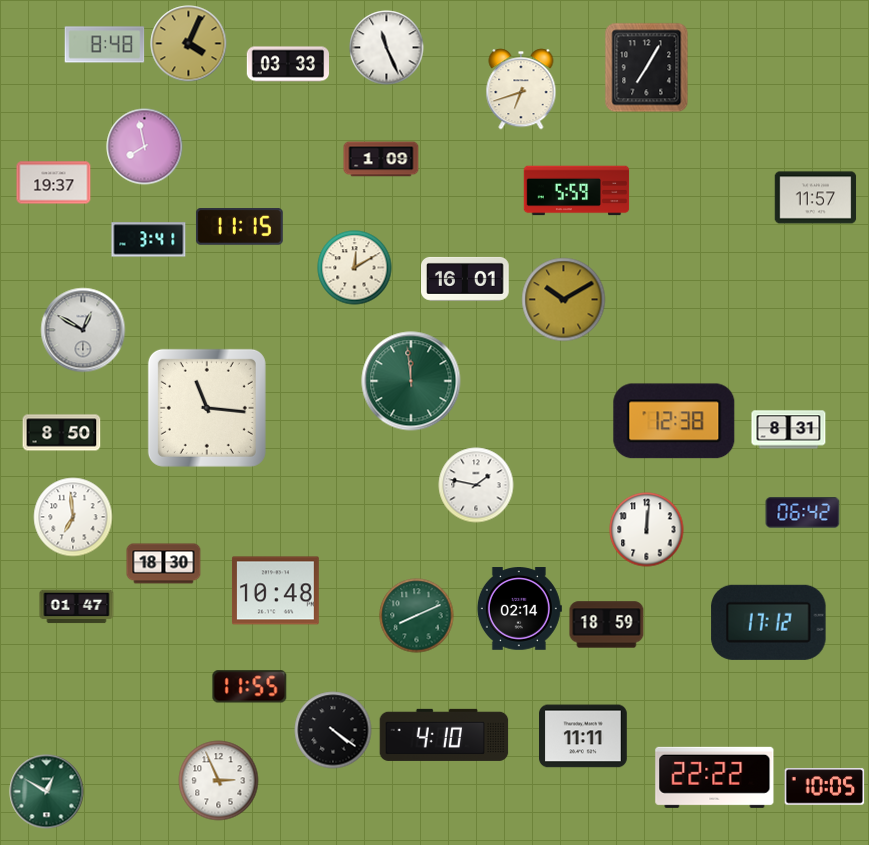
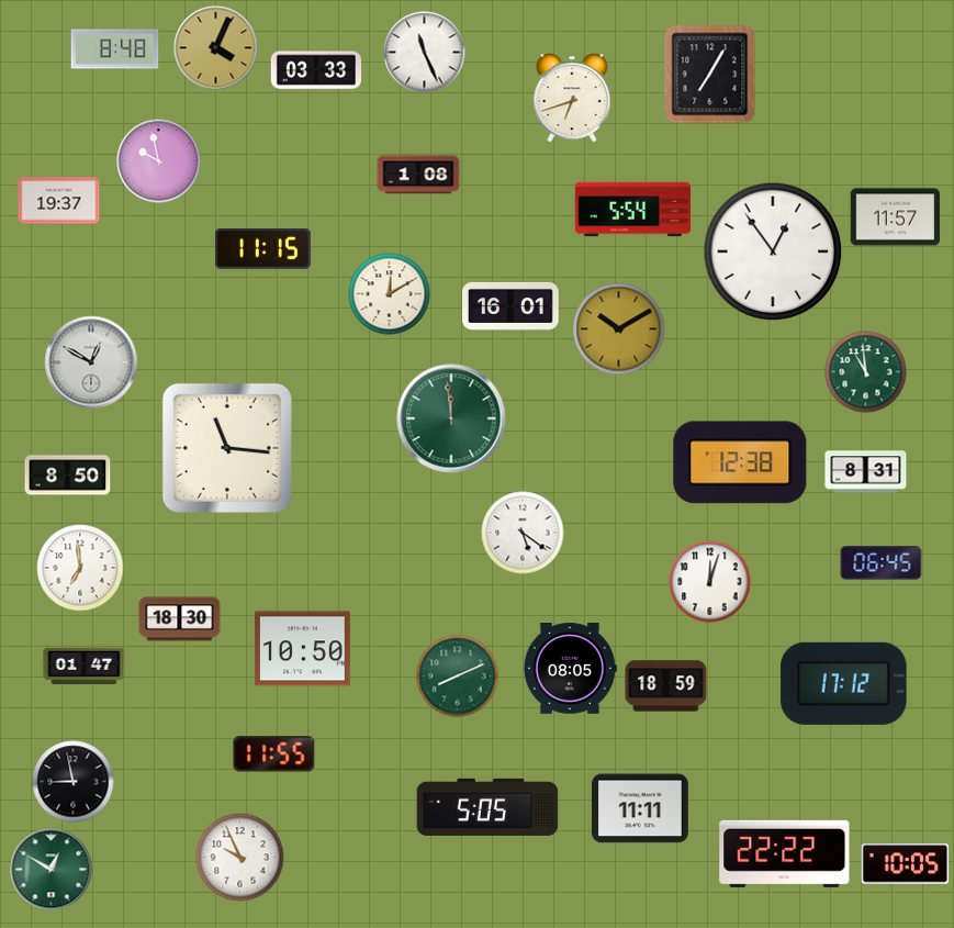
clock at (189, 44) position: (189, 44) -> (216, 48)
clock at (145, 147): 7:58 -> 9:58
clock at (381, 159): 1:09 -> 1:08
clock at (577, 191): 5:59 -> 5:54
clock at (773, 251): none -> 12:54
clock at (149, 240): 3:41 -> none
clock at (866, 372): none -> 10:59
clock at (476, 485): 1:47 -> 5:21
clock at (803, 513): 06:42 -> 06:45
clock at (647, 530): 12:01 -> 12:03
clock at (275, 591): 10:48 -> 10:50
clock at (519, 609): 02:14 -> 08:05
clock at (74, 782): none -> 8:58
clock at (333, 730): 4:21 -> none
clock at (444, 735): 4:10 -> 5:05
clock at (219, 781): 2:56 -> 9:56
